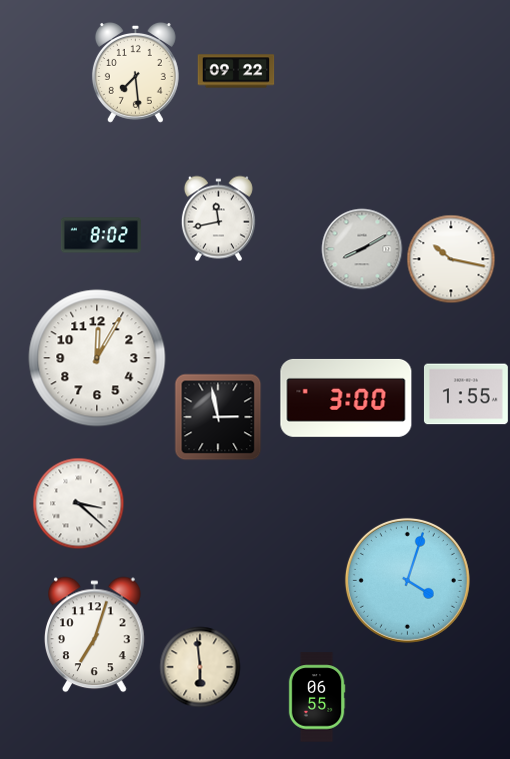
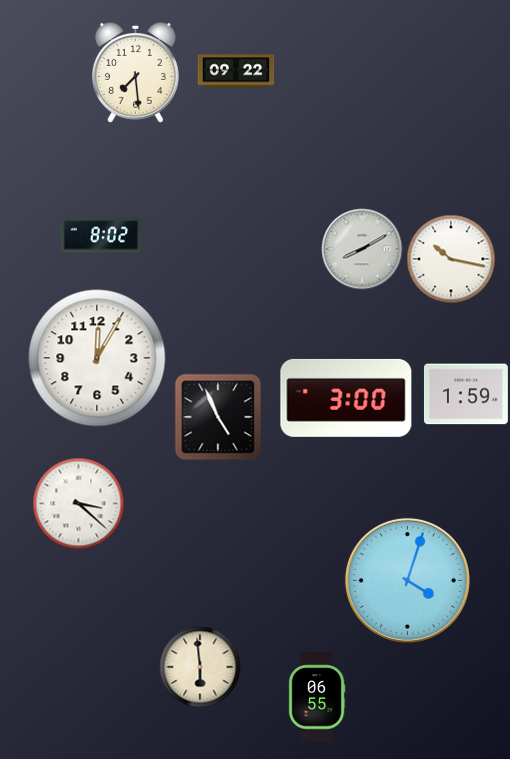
clock at (218, 219): 11:43 -> none
clock at (466, 394): 1:55 -> 1:59
clock at (218, 417): 2:58 -> 4:56
clock at (95, 635): 7:03 -> none
